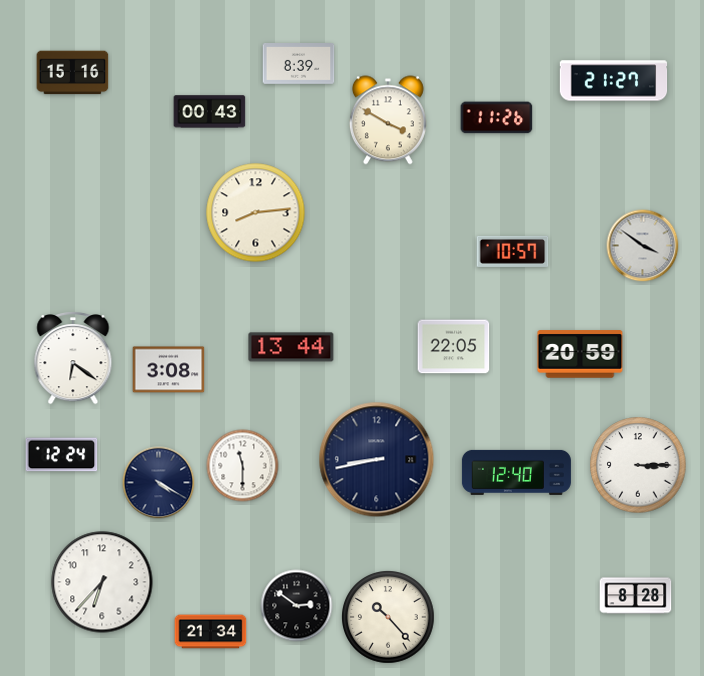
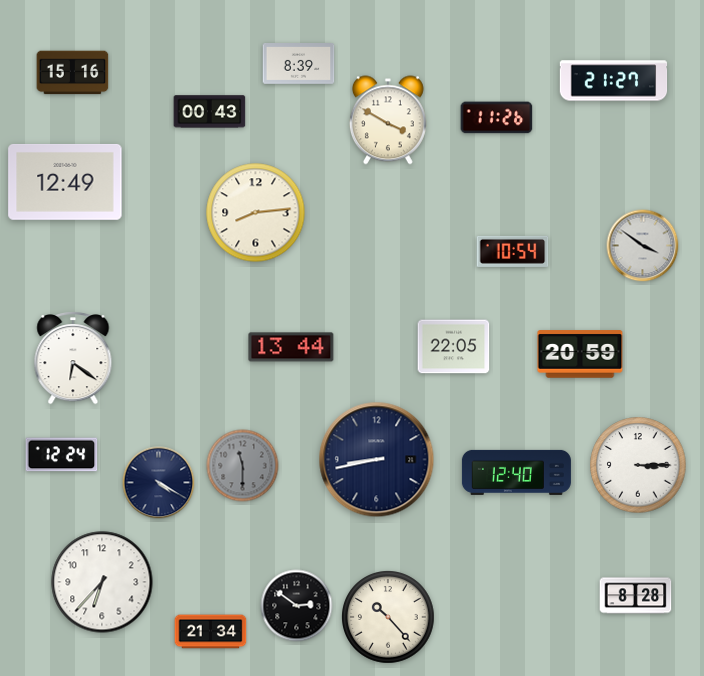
clock at (65, 182): none -> 12:49
clock at (513, 251): 10:57 -> 10:54
clock at (169, 370): 3:08 -> none
clock at (243, 466) dial: white -> grey
